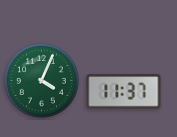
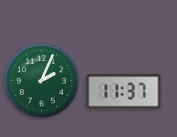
clock at (42, 81): 4:04 -> 2:04
